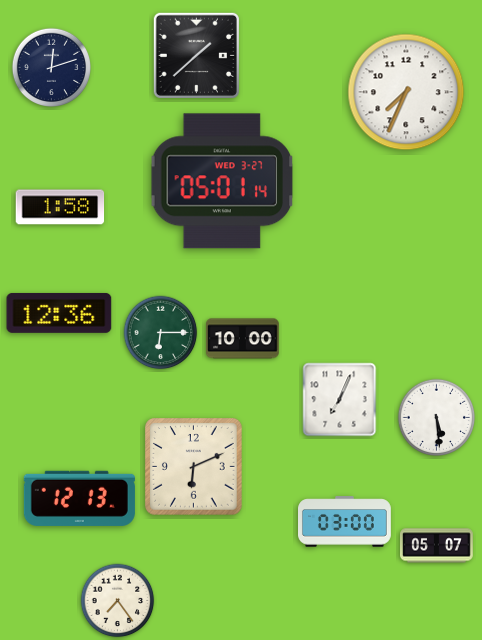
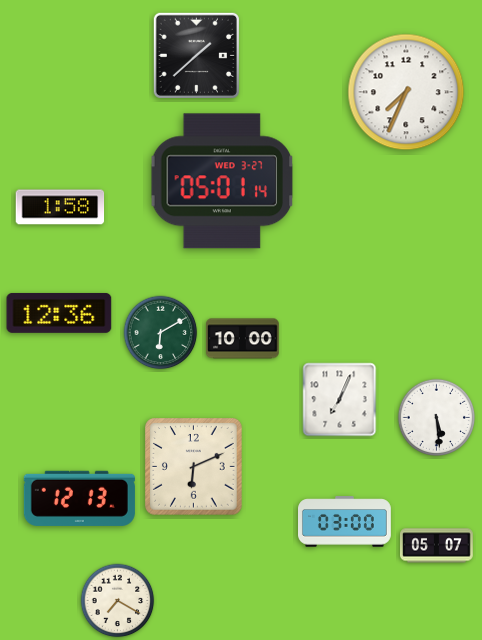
clock at (51, 67): 12:12 -> none
clock at (161, 333): 6:15 -> 6:10
clock at (118, 601): 7:24 -> 7:20
